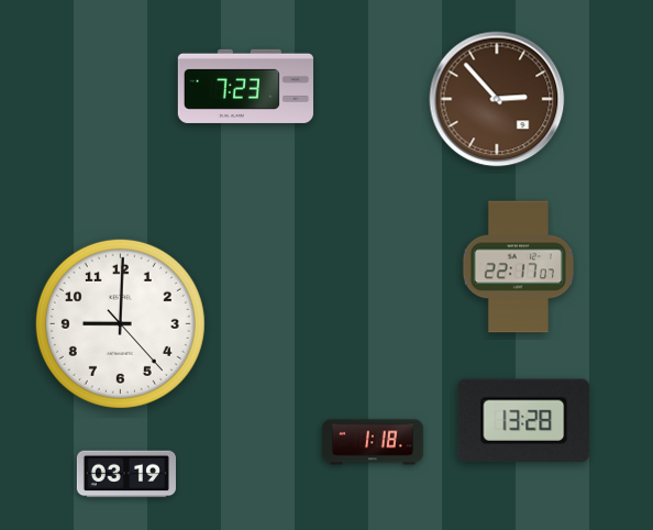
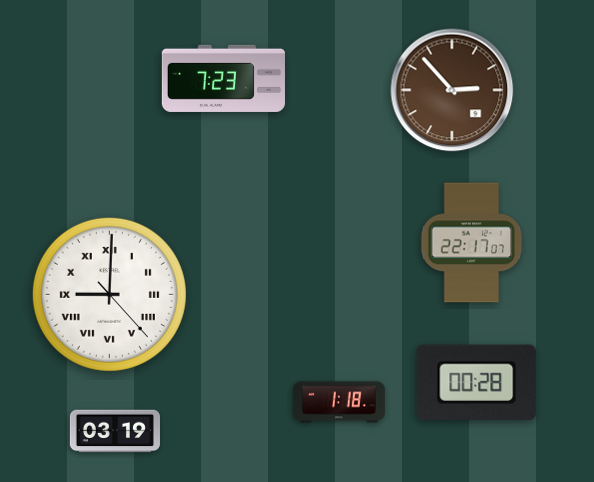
clock at (120, 323) numerals: Arabic -> Roman
clock at (524, 420): 13:28 -> 00:28
